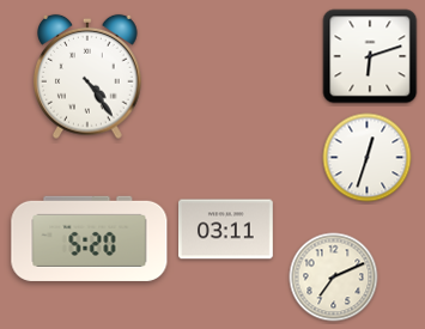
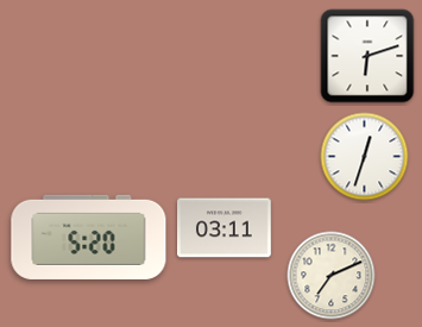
clock at (89, 77): 4:24 -> none
